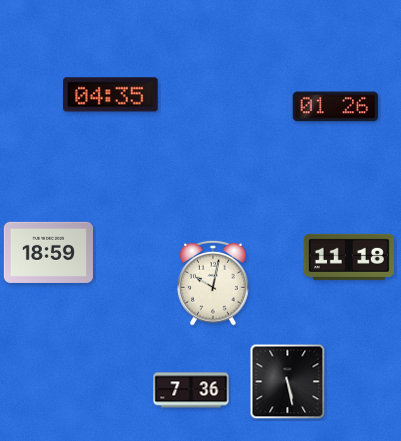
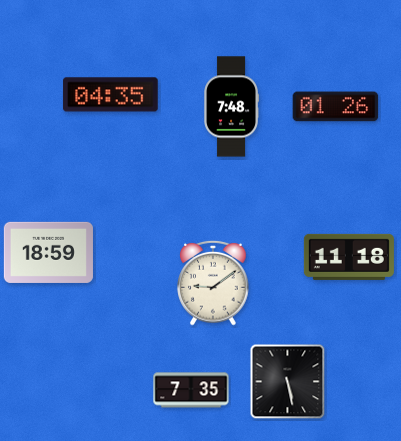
clock at (231, 107): none -> 7:48
clock at (213, 283): 10:02 -> 9:09
clock at (191, 390): 7:36 -> 7:35
